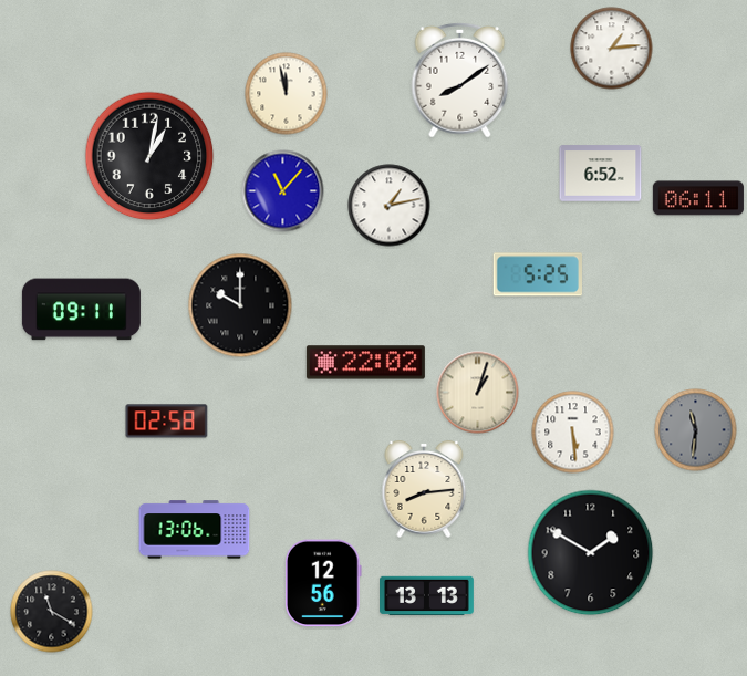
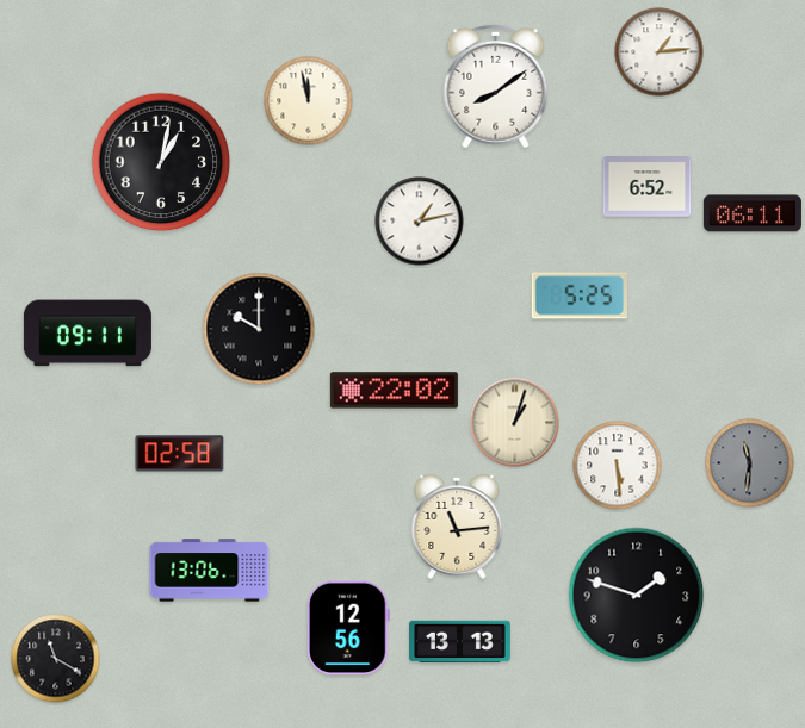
clock at (149, 156) position: (149, 156) -> (161, 162)
clock at (283, 191): 11:07 -> none
clock at (424, 490): 8:14 -> 11:14
clock at (591, 553): 1:50 -> 1:48
